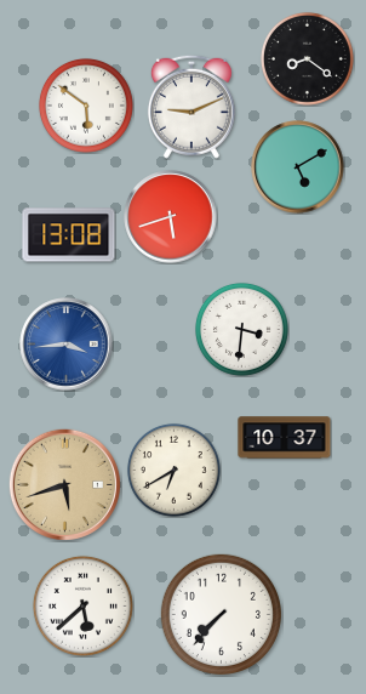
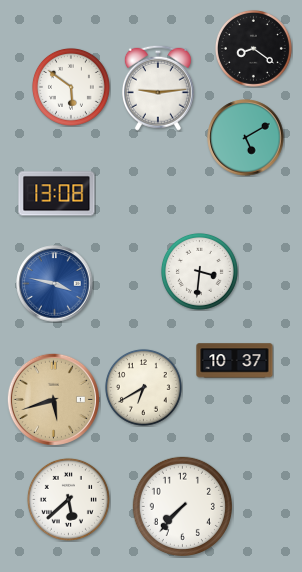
clock at (191, 107): 9:11 -> 9:14
clock at (171, 217): 5:42 -> none
clock at (67, 345): 3:44 -> 3:47
